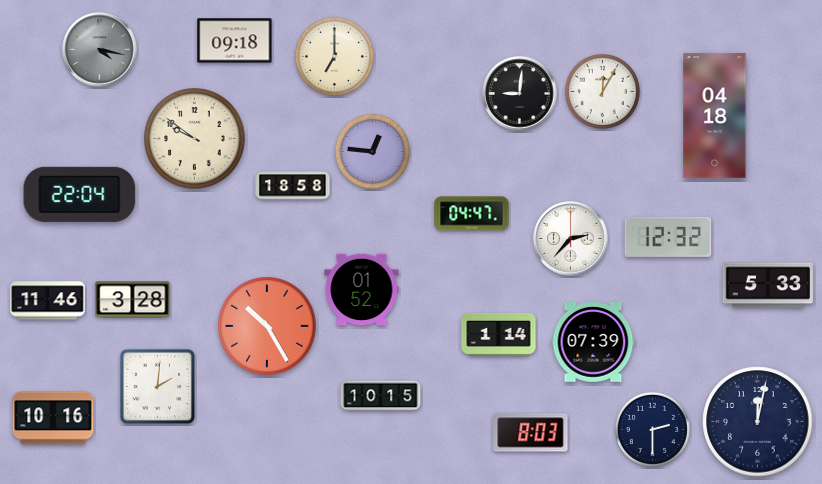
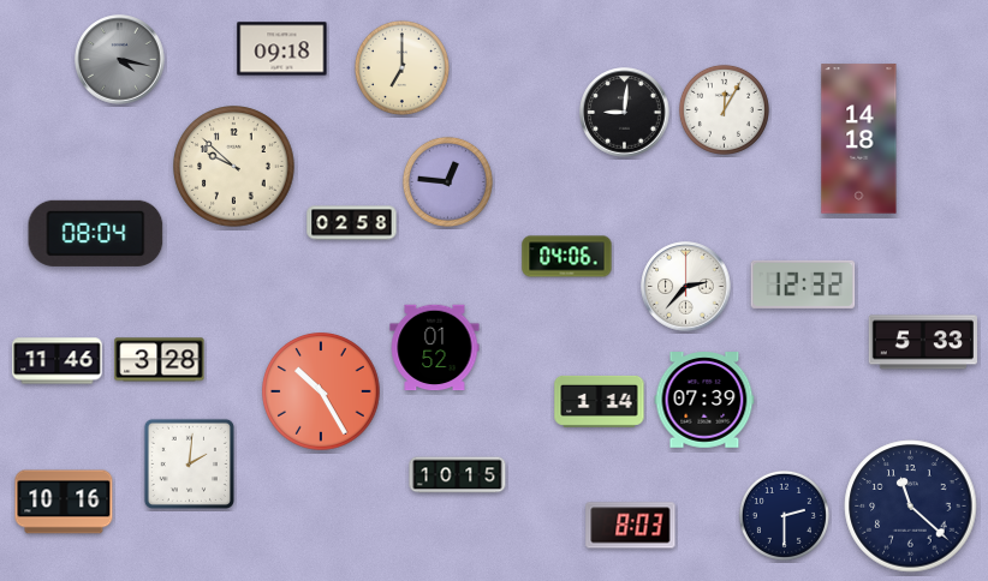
clock at (715, 116): 04:18 -> 14:18
clock at (195, 139): 9:51 -> 9:52
clock at (293, 186): 18:58 -> 02:58
clock at (80, 194): 22:04 -> 08:04
clock at (472, 214): 04:47 -> 04:06
clock at (593, 342) position: (593, 342) -> (704, 400)
clock at (758, 422): 12:02 -> 11:22
clock at (531, 433) position: (531, 433) -> (631, 526)
